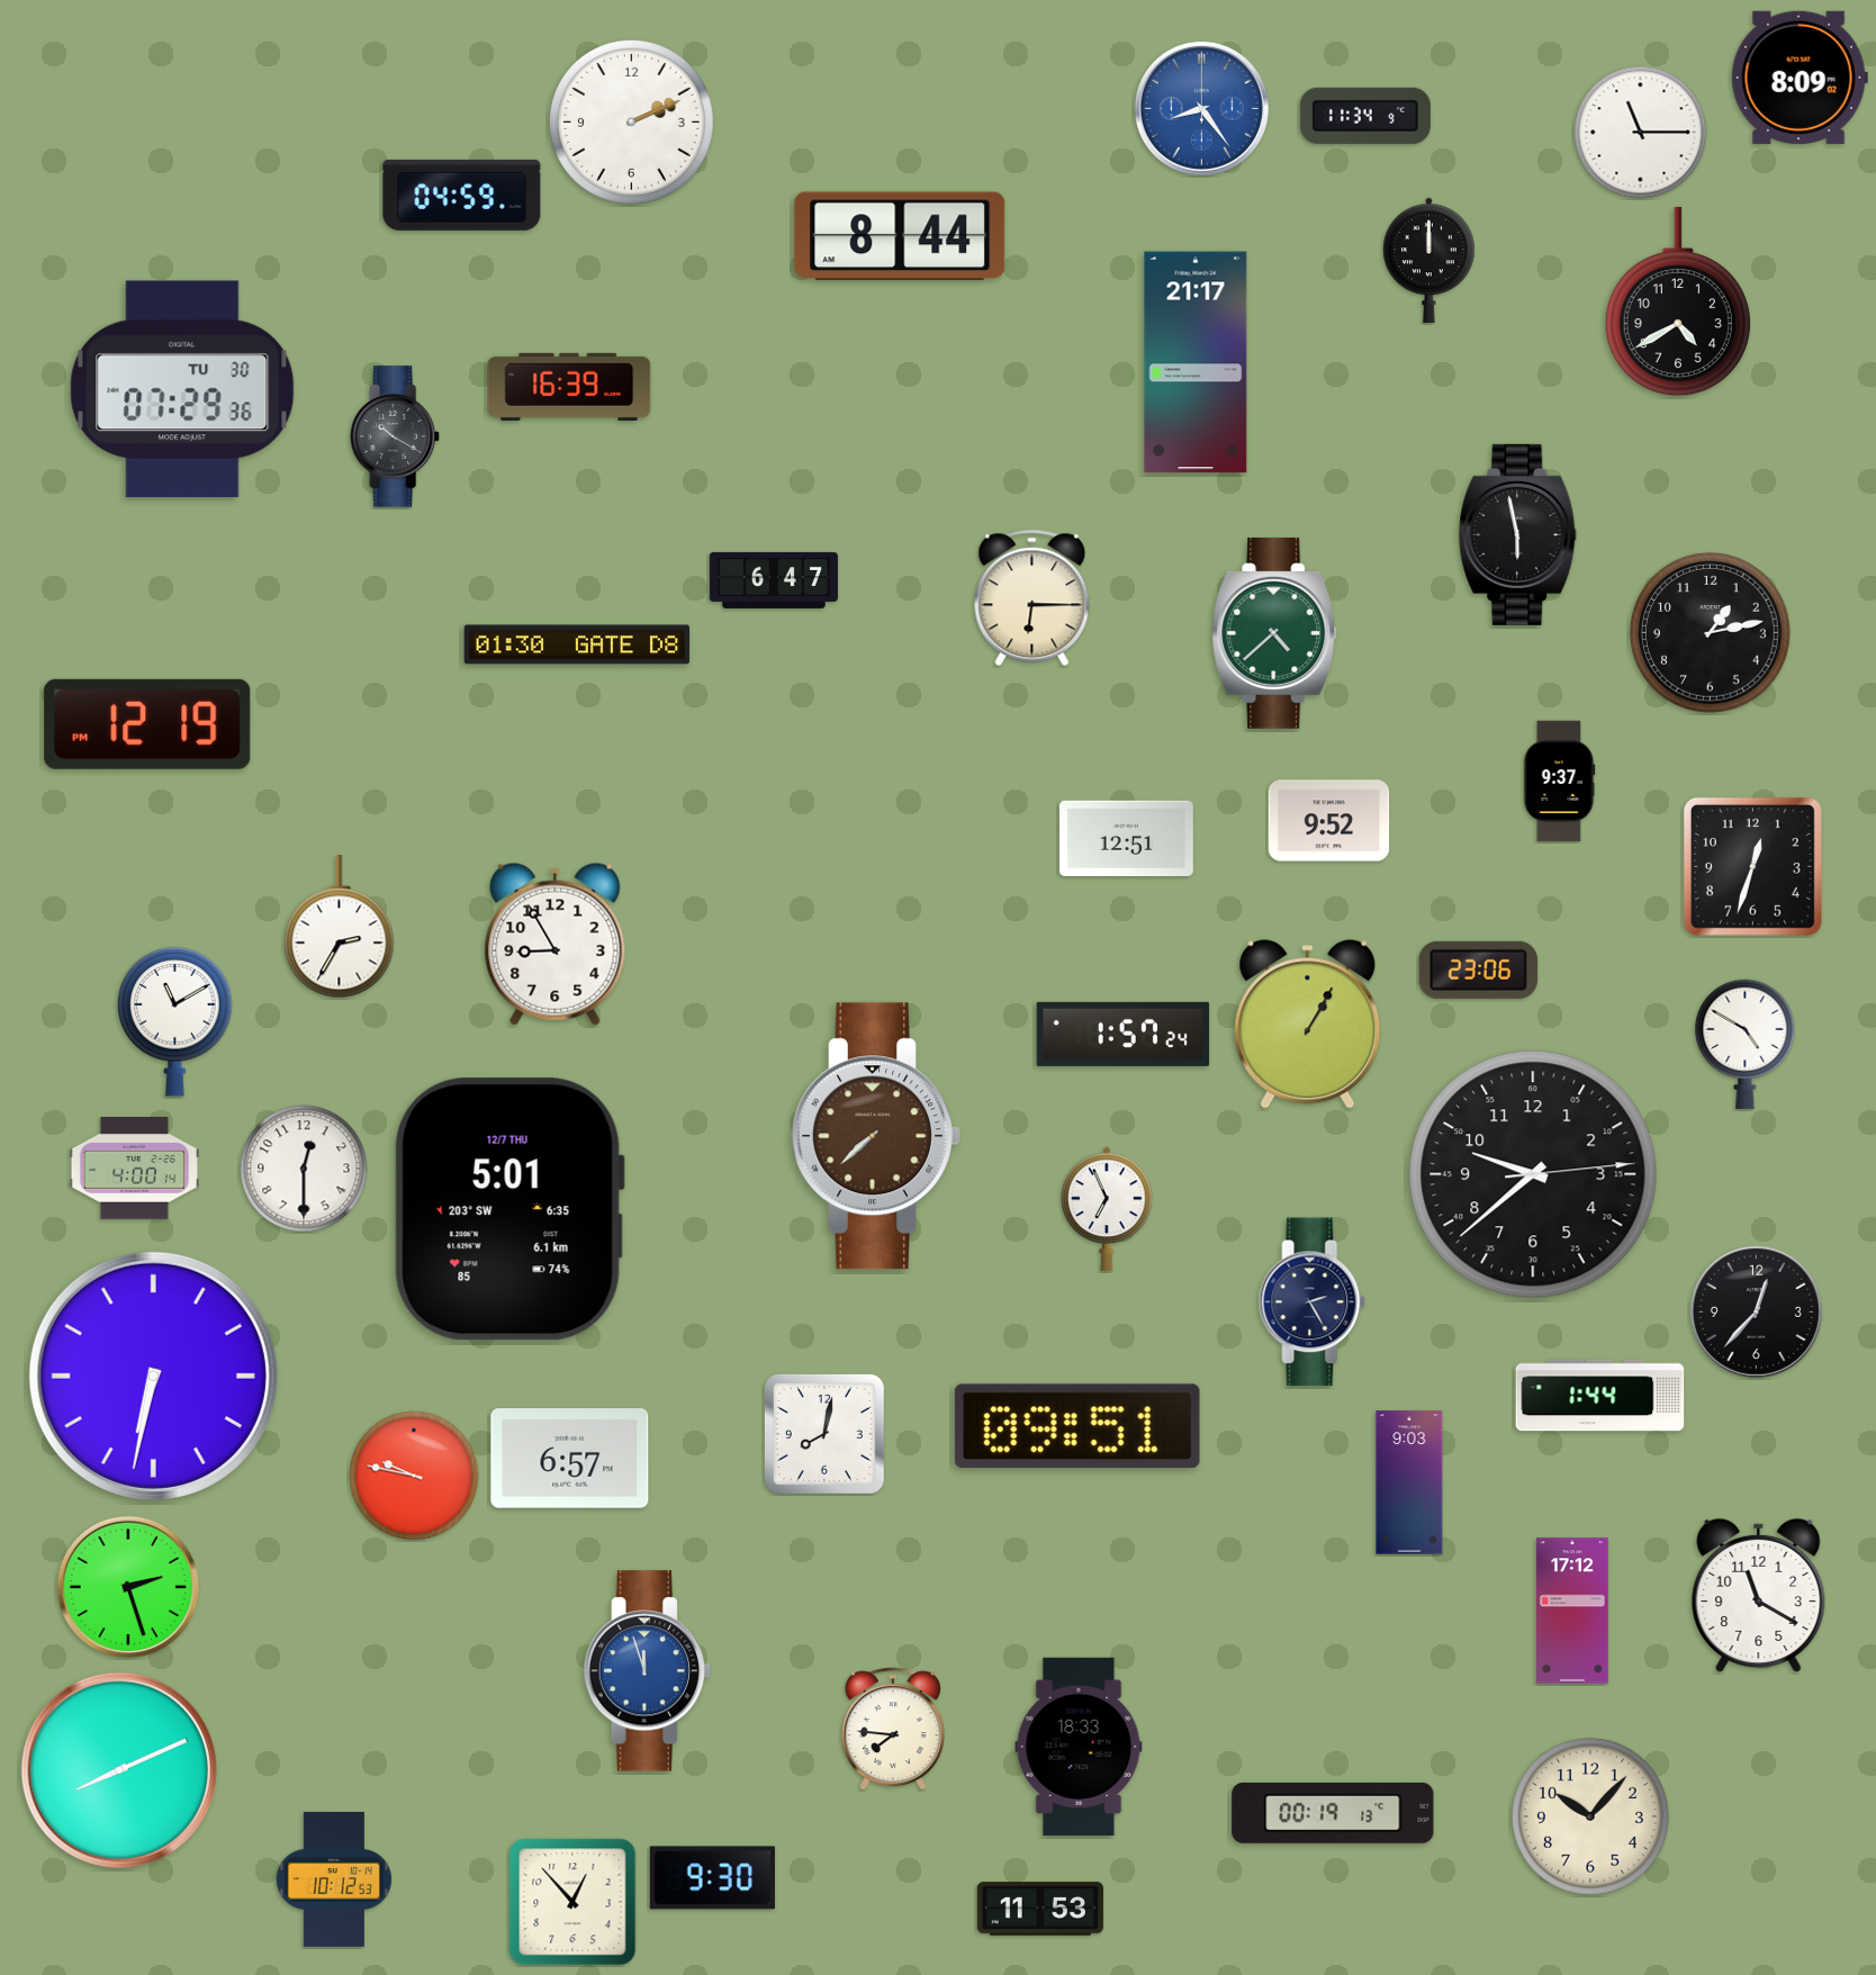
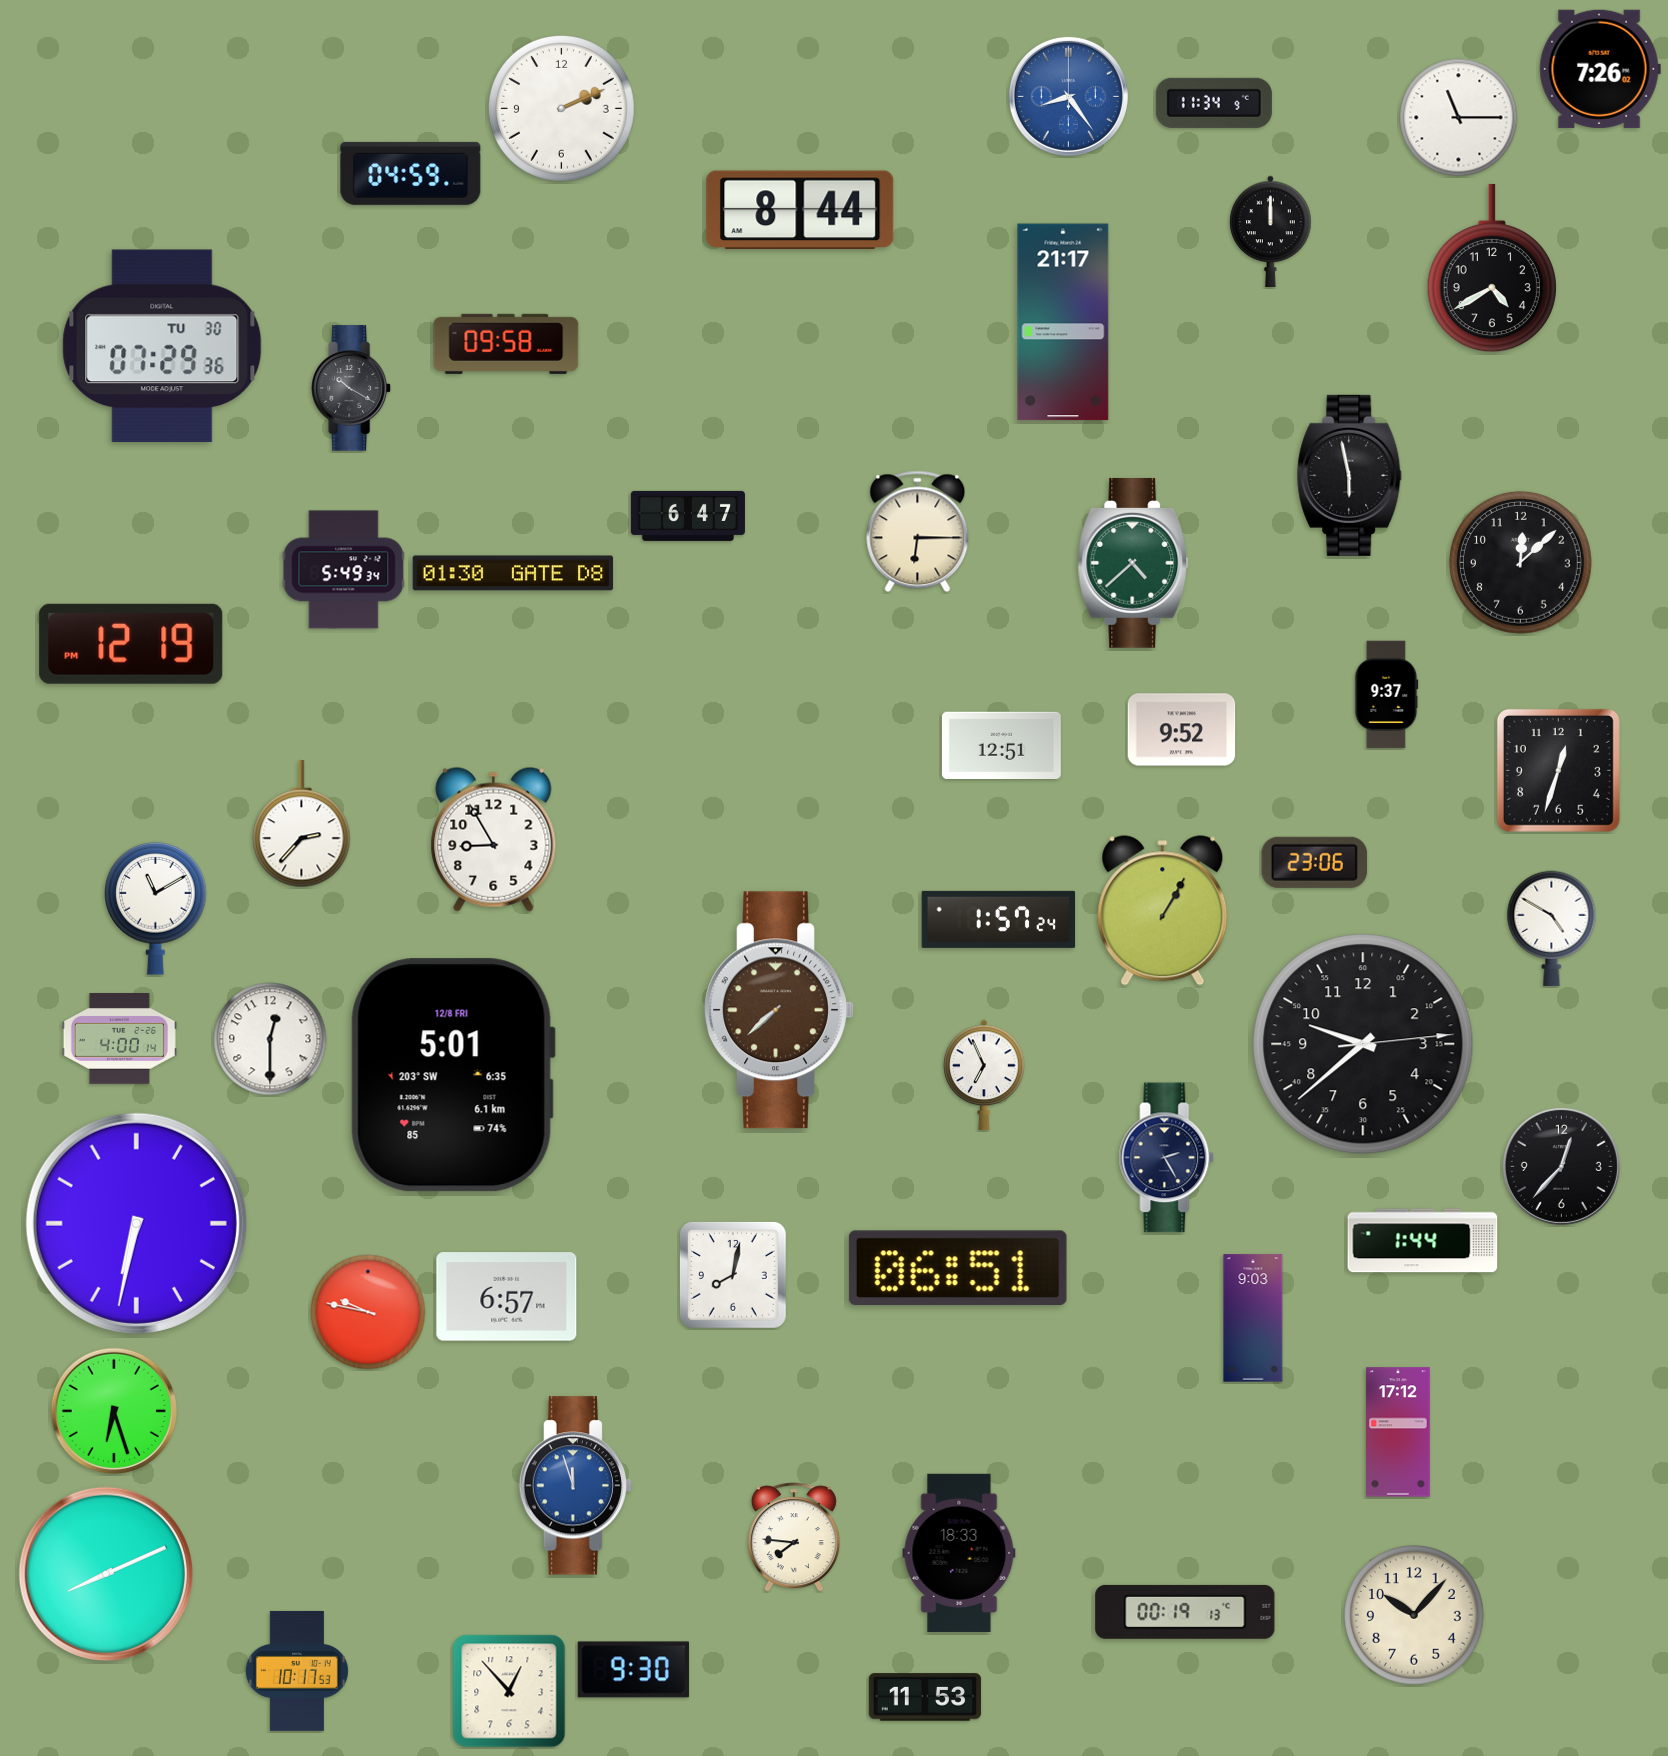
clock at (1800, 78): 8:09 -> 7:26
clock at (569, 387): 16:39 -> 09:58
clock at (1710, 632): 1:13 -> 12:08
clock at (344, 570): none -> 5:49
clock at (340, 927): 2:35 -> 2:37
clock at (509, 1209) date: 12/7 THU -> 12/8 FRI
clock at (1077, 1425): 09:51 -> 06:51
clock at (128, 1587): 2:27 -> 6:27
clock at (1759, 1596): 11:20 -> none
clock at (334, 1879): 10:12 -> 10:17
